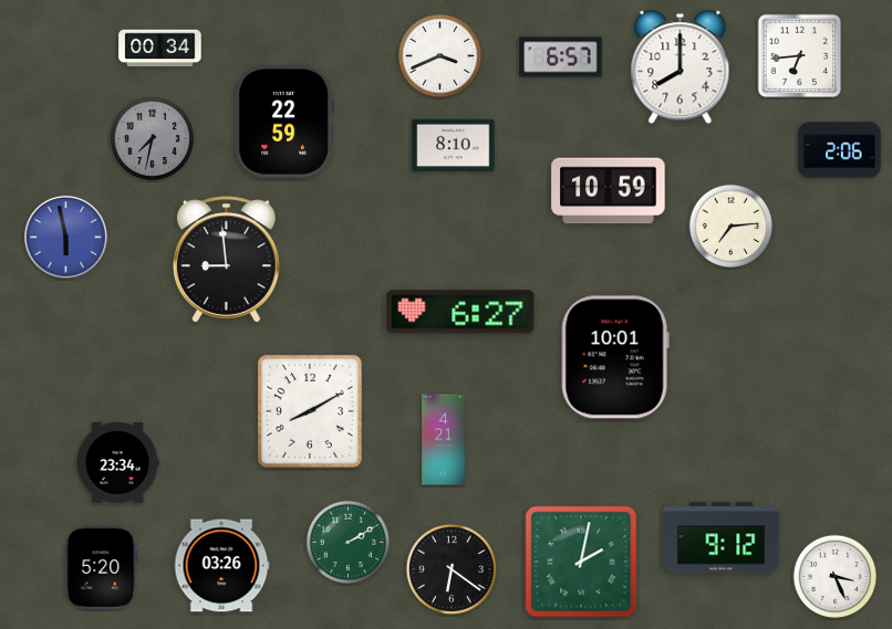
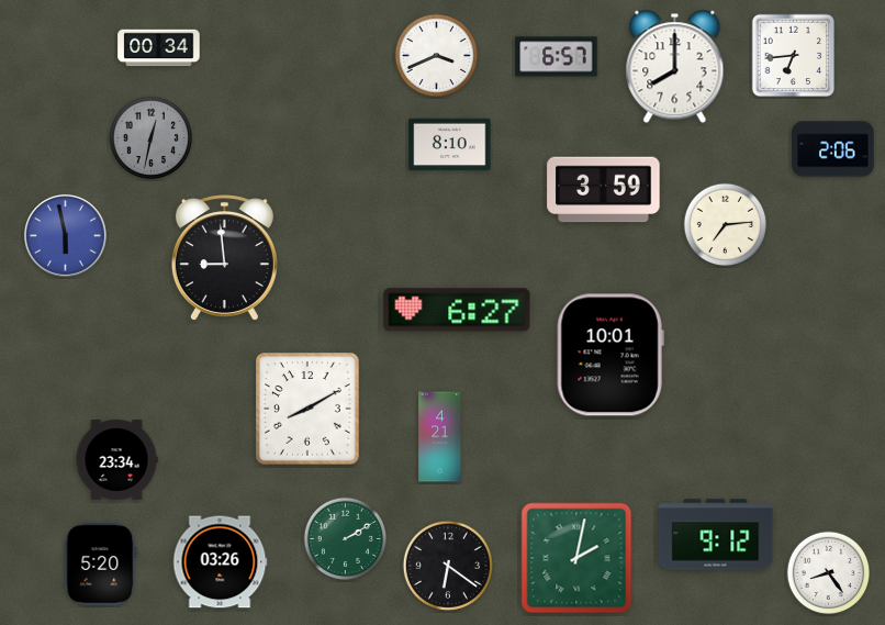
clock at (284, 122): 22:59 -> none
clock at (153, 139): 7:32 -> 12:32
clock at (609, 191): 10:59 -> 3:59
clock at (836, 577): 3:26 -> 8:24
